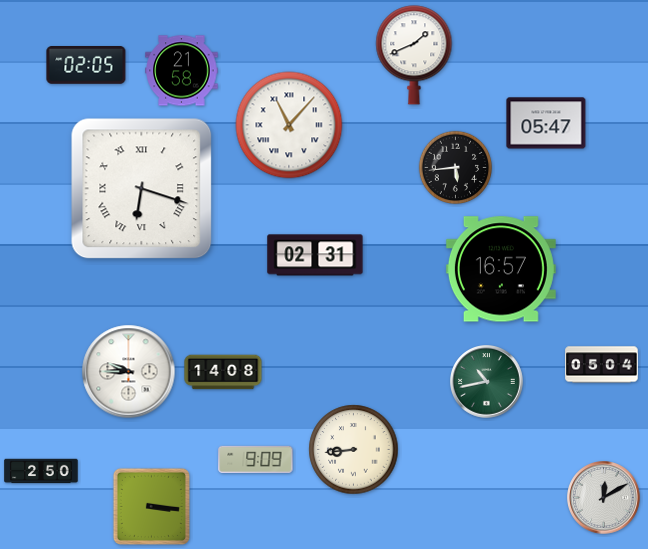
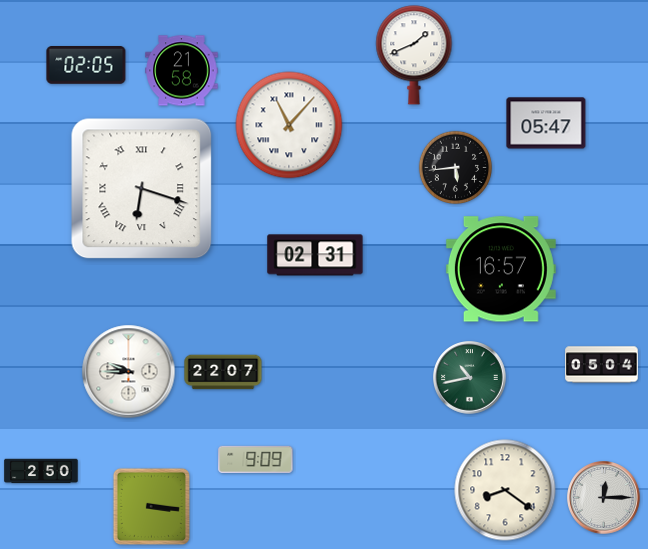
clock at (223, 372): 14:08 -> 22:07
clock at (487, 382) position: (487, 382) -> (470, 378)
clock at (354, 450): 8:44 -> none
clock at (505, 490): none -> 8:21
clock at (604, 498): 12:10 -> 12:15
